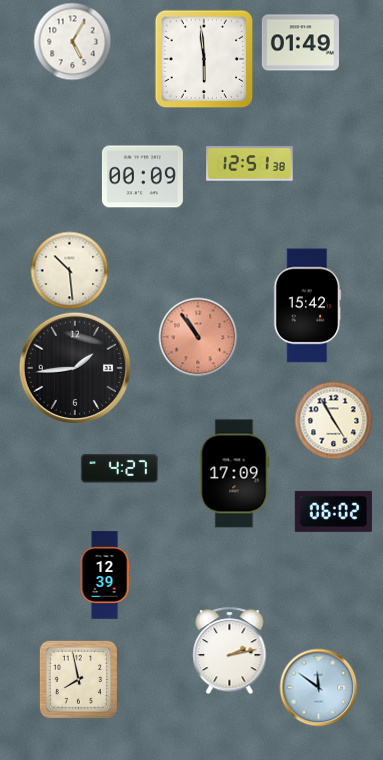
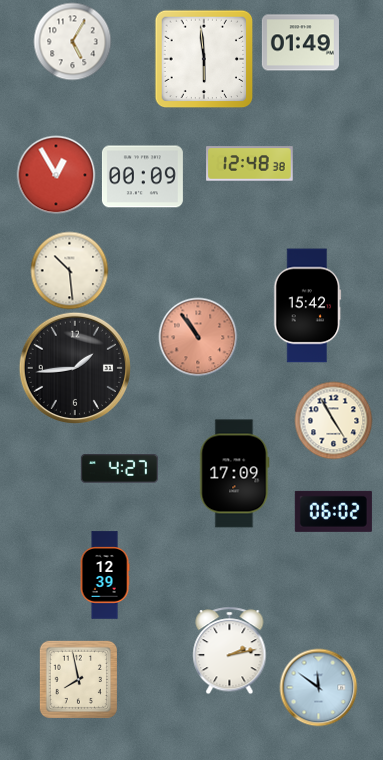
clock at (250, 164): 12:51 -> 12:48
clock at (56, 175): none -> 12:55
